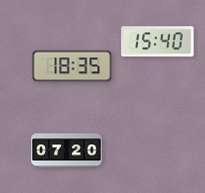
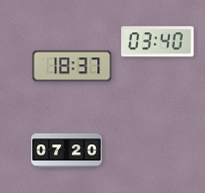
clock at (158, 42): 15:40 -> 03:40
clock at (72, 66): 18:35 -> 18:37
